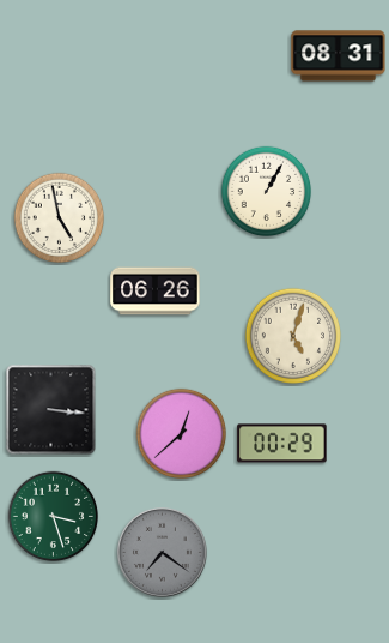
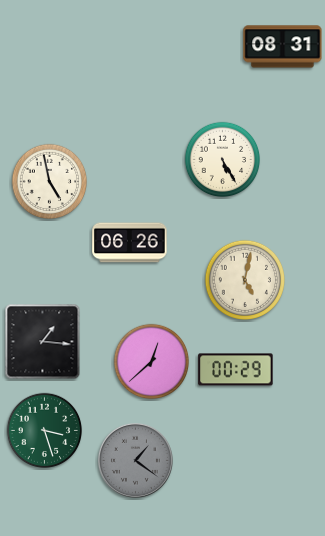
clock at (267, 192): 1:05 -> 5:25
clock at (293, 336): 5:03 -> 5:02
clock at (51, 410): 3:16 -> 1:16
clock at (162, 552): 7:21 -> 1:21
